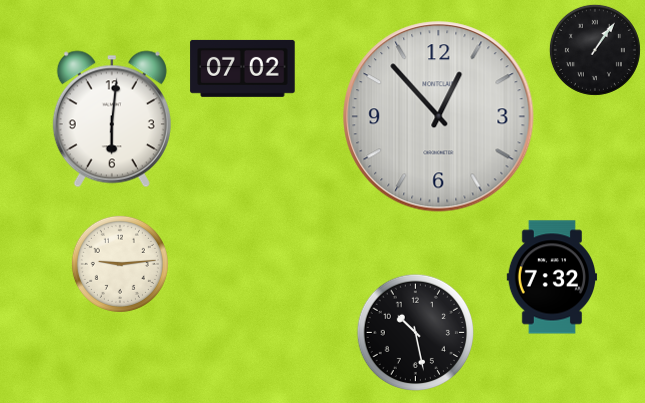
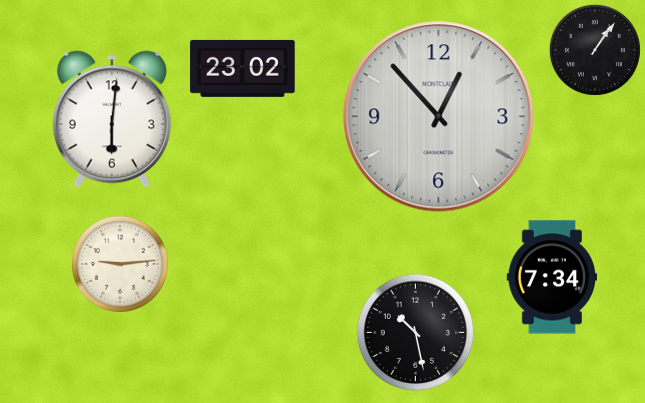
clock at (243, 68): 07:02 -> 23:02
clock at (551, 277): 7:32 -> 7:34
